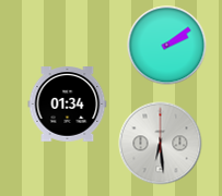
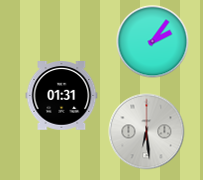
clock at (167, 46): 2:09 -> 2:06
clock at (68, 105): 01:34 -> 01:31
